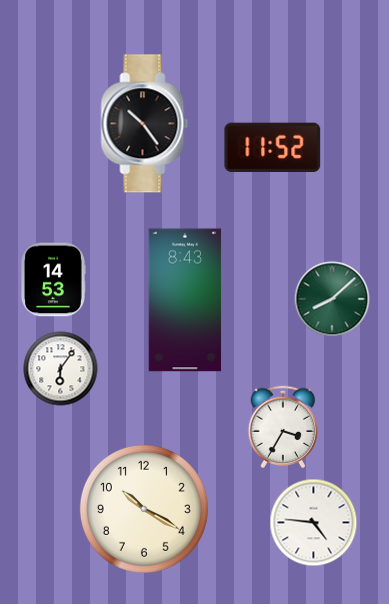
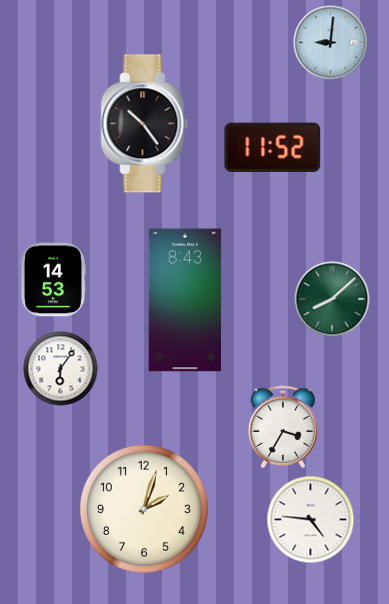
clock at (331, 43): none -> 9:01
clock at (144, 509): 10:20 -> 2:03
clock at (314, 523) position: (314, 523) -> (311, 520)
